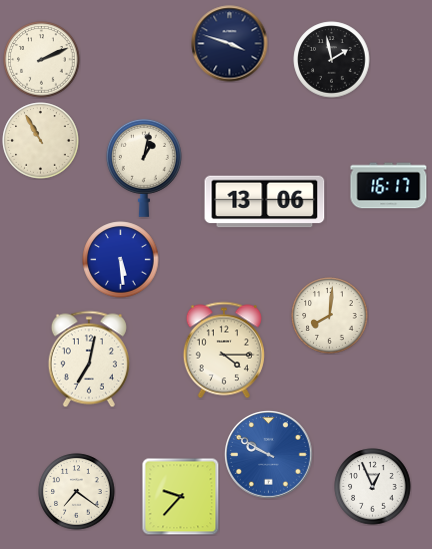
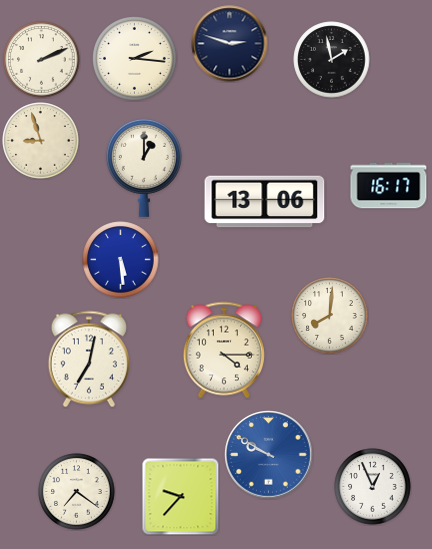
clock at (230, 44): 3:48 -> 2:48
clock at (135, 59): none -> 2:16
clock at (41, 141): 10:55 -> 8:57
clock at (144, 168): 1:02 -> 1:00
